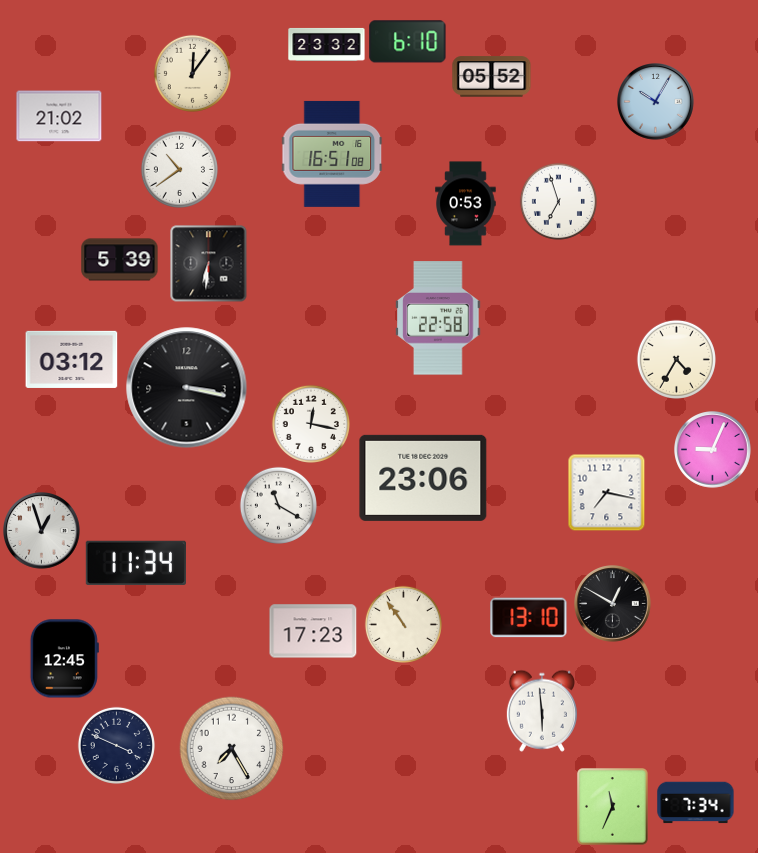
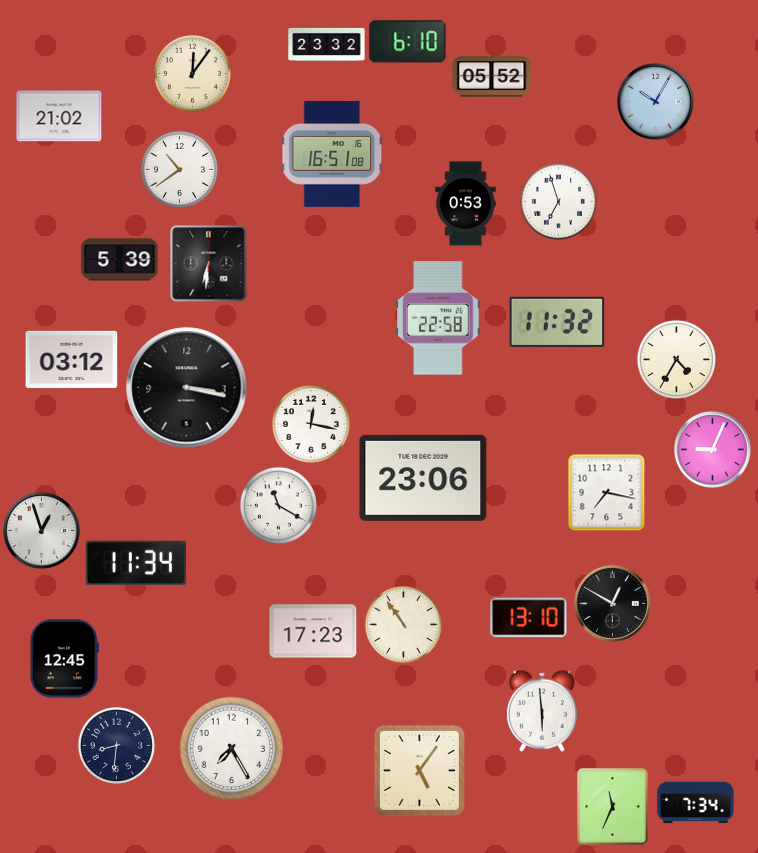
clock at (557, 322): none -> 11:32
clock at (116, 745): 3:49 -> 8:31
clock at (419, 770): none -> 5:06
